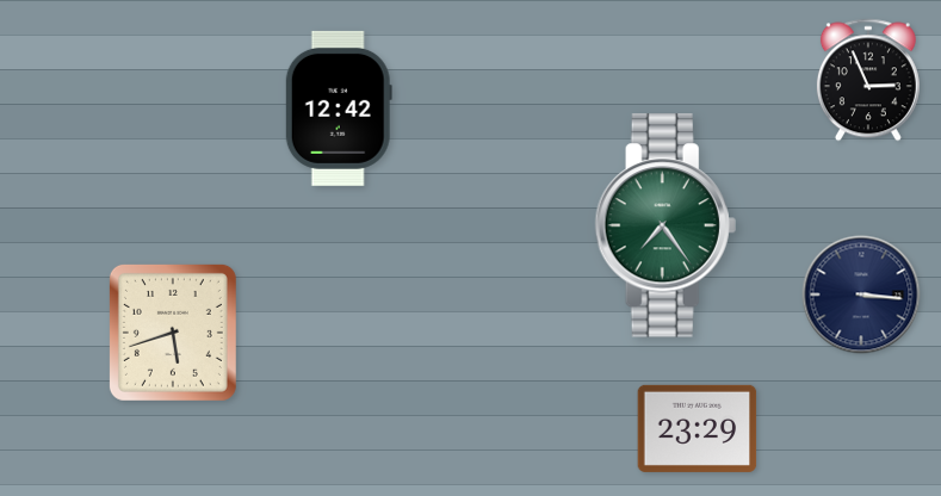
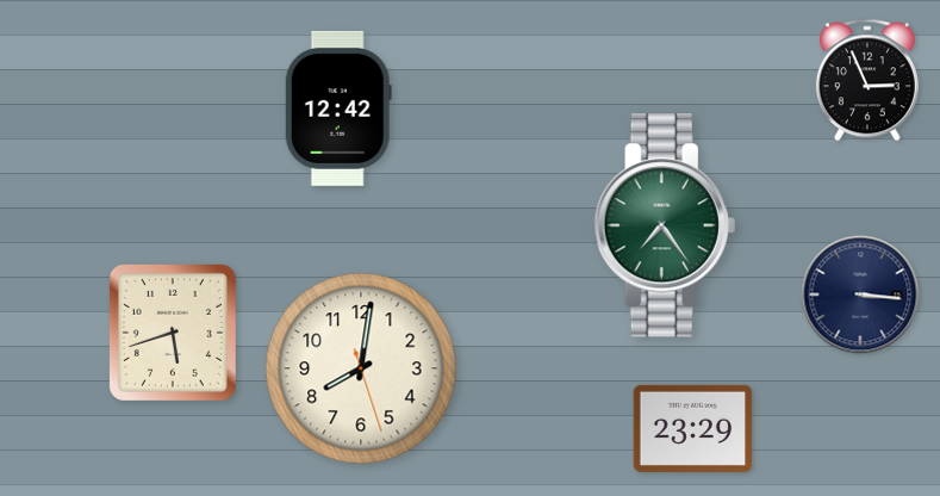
clock at (361, 368): none -> 8:01
clock at (698, 428) position: (698, 428) -> (693, 428)
